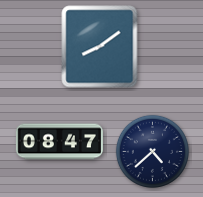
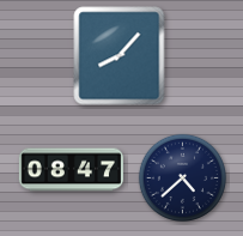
clock at (100, 47): 8:09 -> 8:07
clock at (152, 151) position: (152, 151) -> (182, 177)
